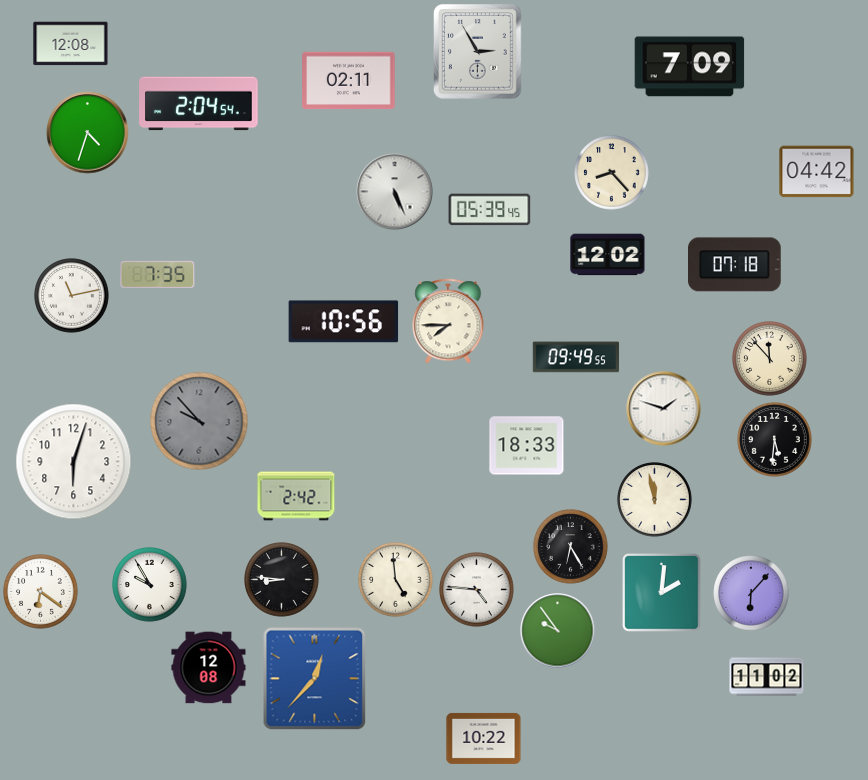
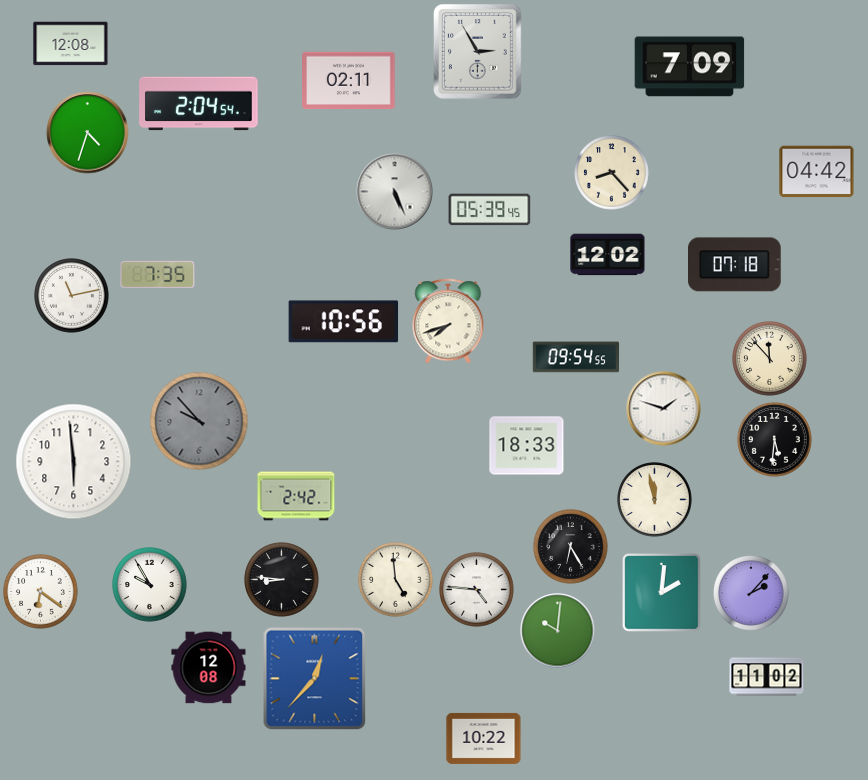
clock at (448, 321): 7:45 -> 7:42
clock at (576, 357): 09:49 -> 09:54
clock at (74, 462): 6:03 -> 5:59
clock at (751, 593): 6:07 -> 2:07
clock at (558, 631): 9:54 -> 10:01
